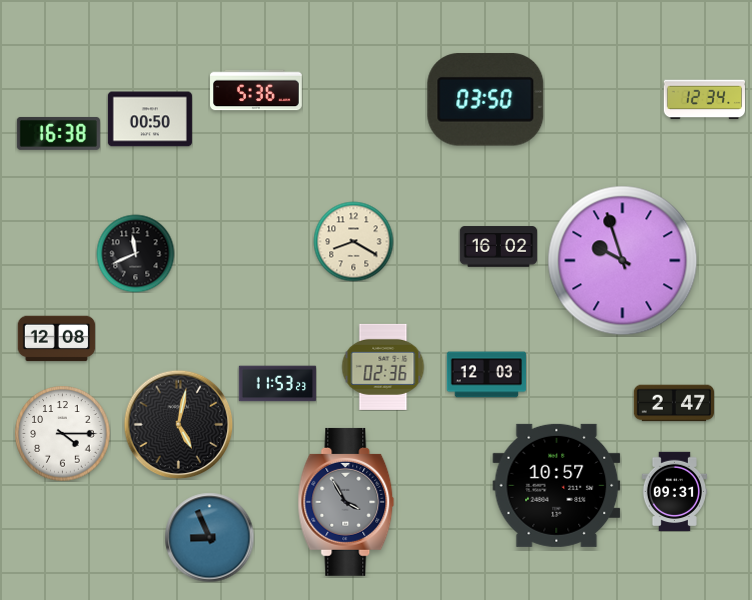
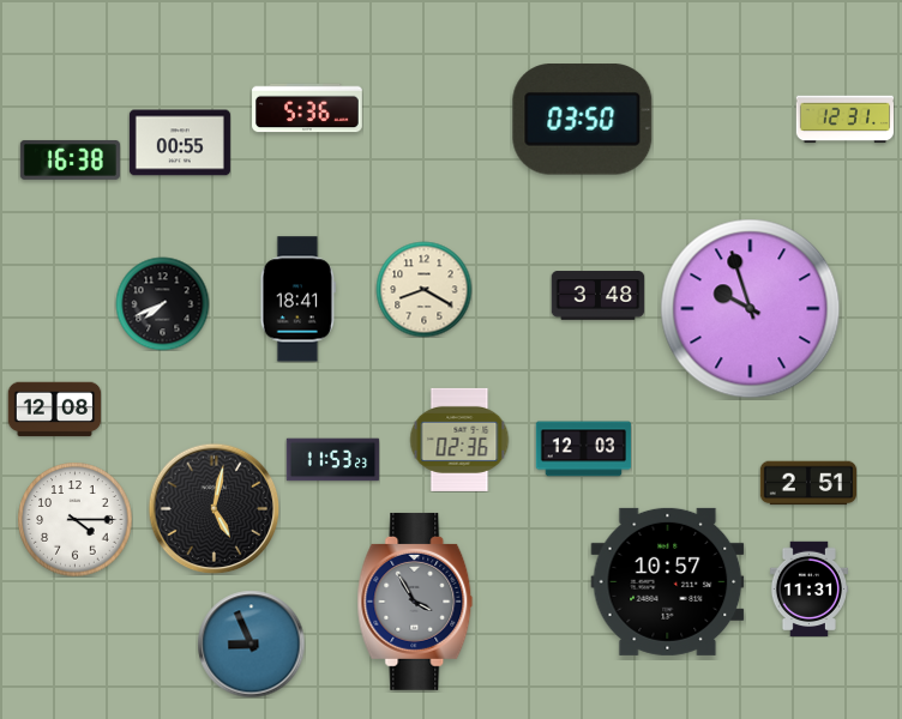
clock at (704, 100): 12:34 -> 12:31
clock at (150, 119): 00:50 -> 00:55
clock at (498, 247): 16:02 -> 3:48
clock at (297, 300): none -> 18:41
clock at (135, 253): 11:41 -> 7:41
clock at (623, 261) position: (623, 261) -> (751, 309)
clock at (56, 339) position: (56, 339) -> (54, 410)
clock at (673, 403): 2:47 -> 2:51
clock at (674, 491): 09:31 -> 11:31
